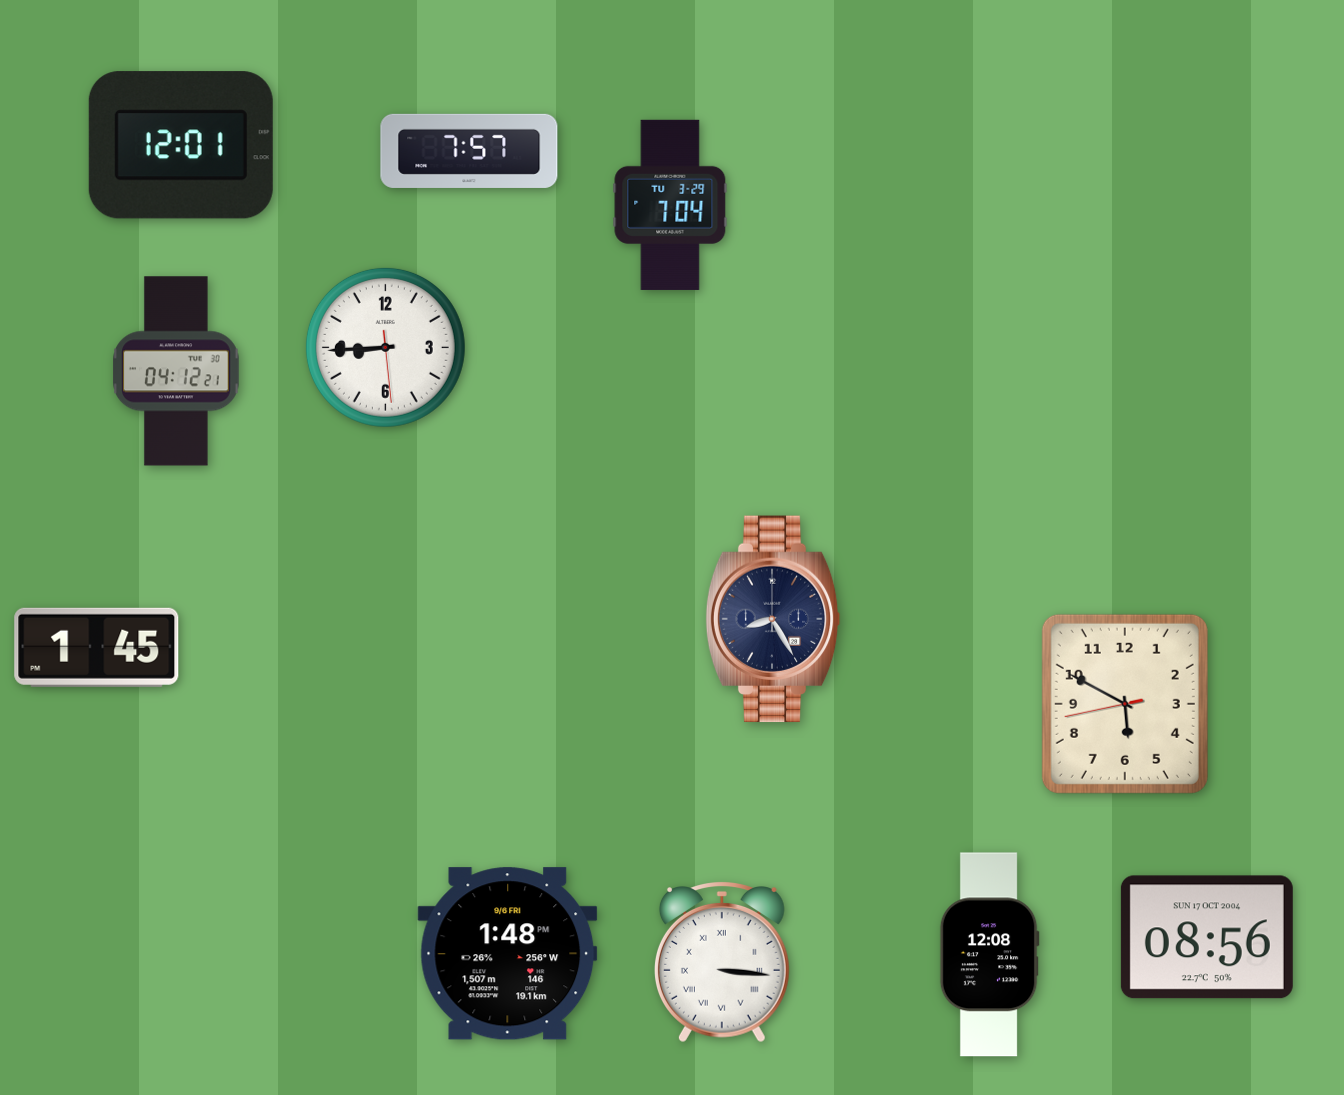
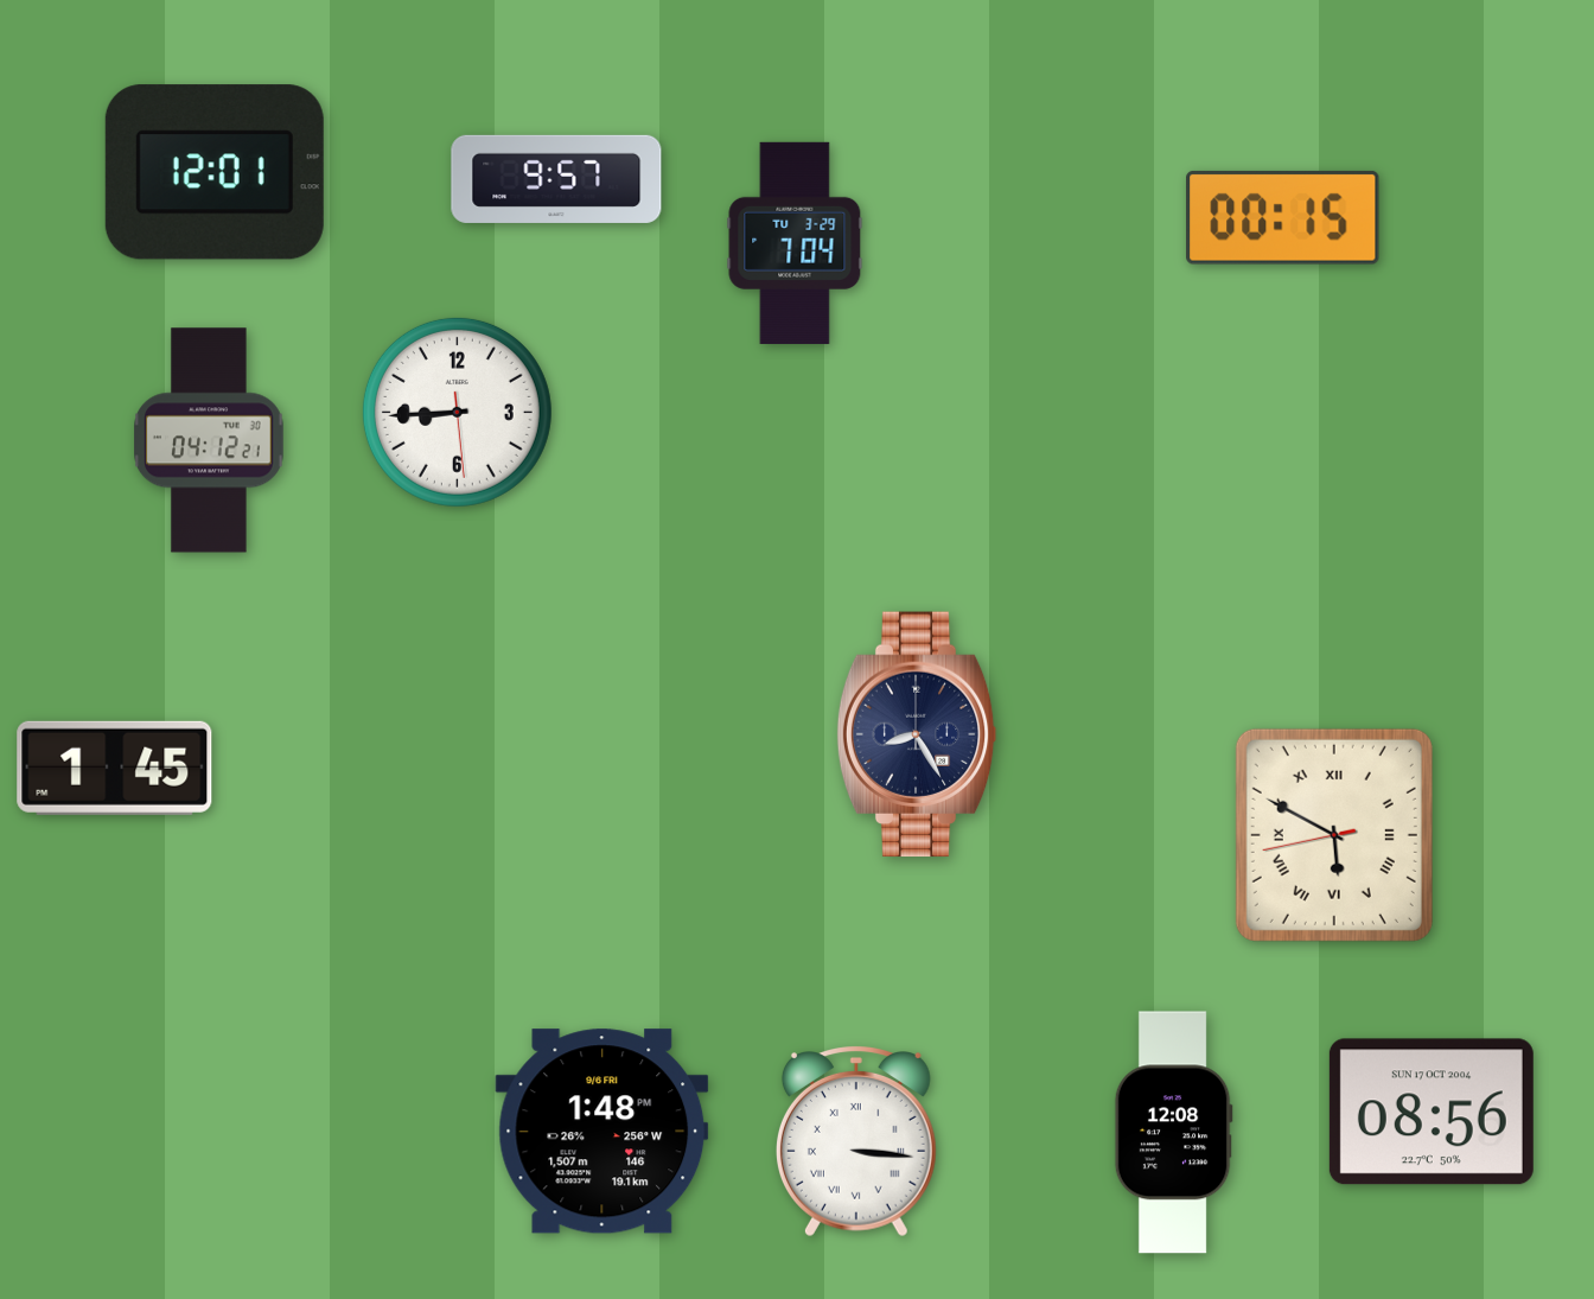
clock at (469, 151): 7:57 -> 9:57
clock at (1283, 217): none -> 00:15
clock at (1125, 704) numerals: Arabic -> Roman
